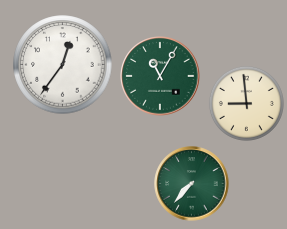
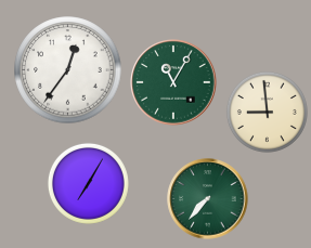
clock at (88, 183): none -> 7:05
